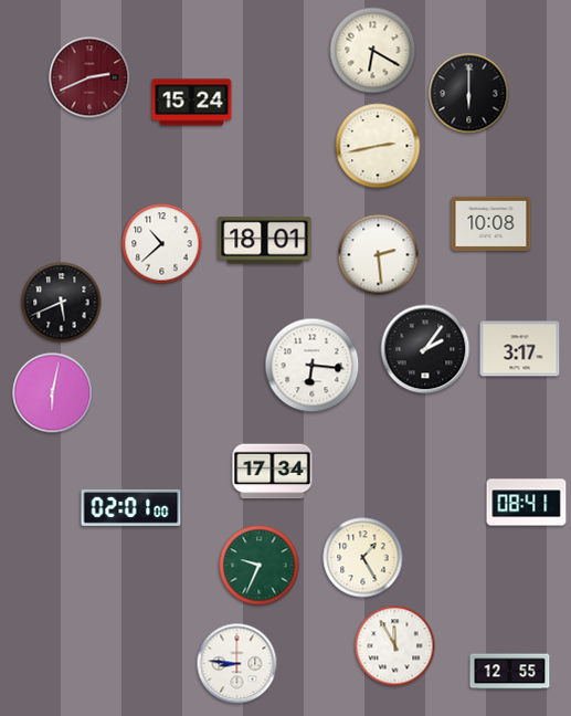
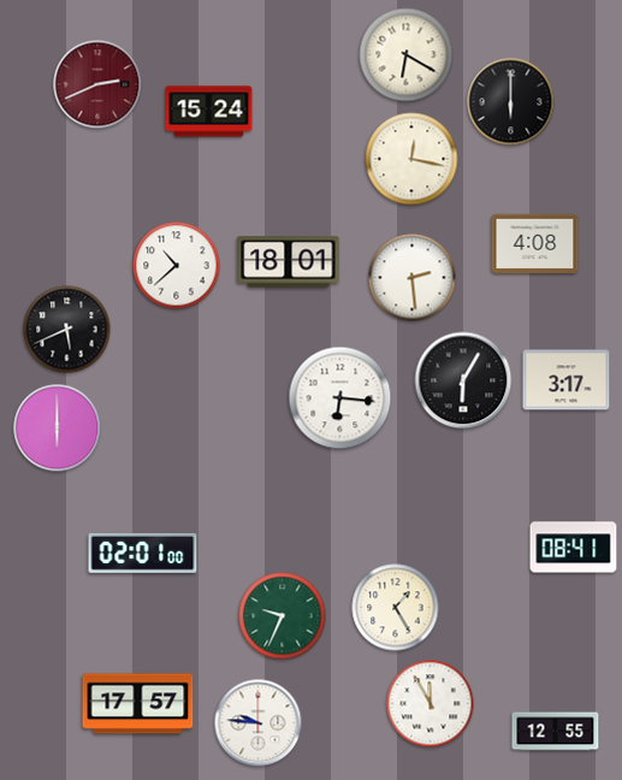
clock at (378, 146): 2:43 -> 12:17
clock at (491, 224): 10:08 -> 4:08
clock at (425, 349): 2:06 -> 6:05
clock at (53, 393): 6:02 -> 6:00
clock at (273, 472): 17:34 -> none
clock at (138, 704): none -> 17:57
clock at (237, 664): 8:46 -> 9:46
